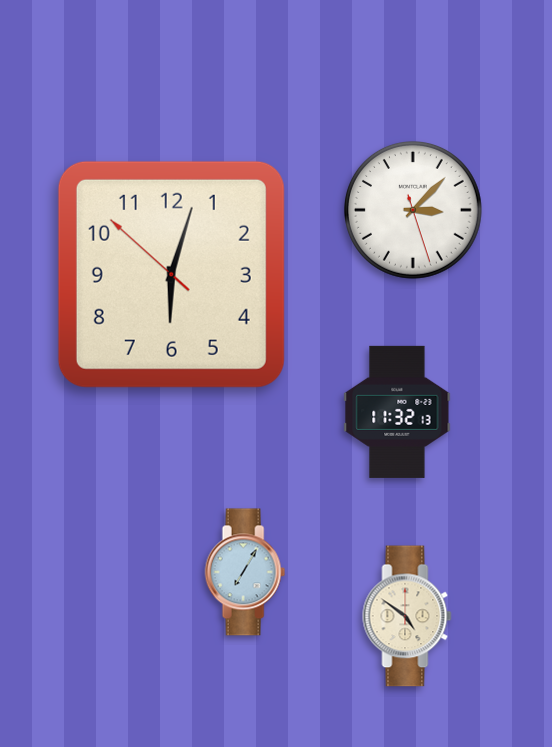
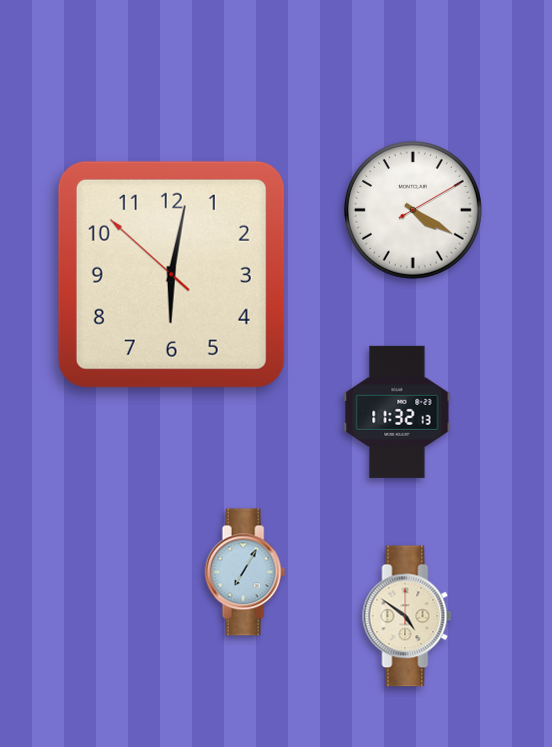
clock at (413, 210): 3:07 -> 4:20
clock at (171, 274): 6:02 -> 6:01
